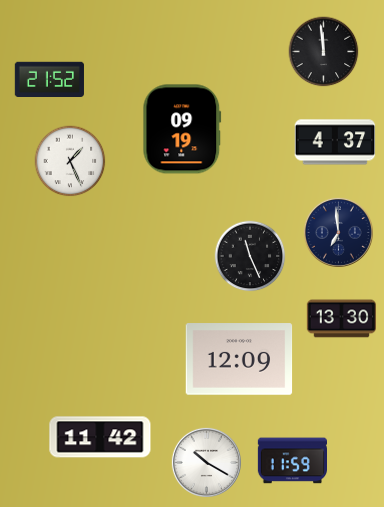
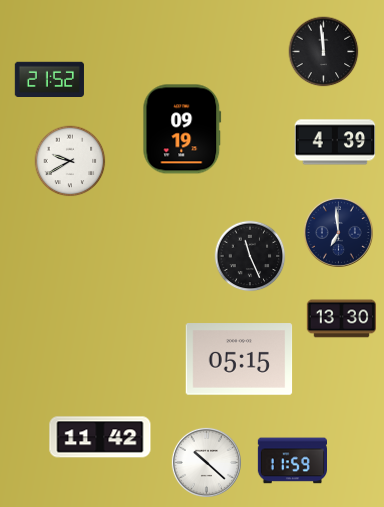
clock at (335, 142): 4:37 -> 4:39
clock at (70, 161): 1:26 -> 9:40
clock at (239, 359): 12:09 -> 05:15
clock at (206, 462): 10:20 -> 10:22
